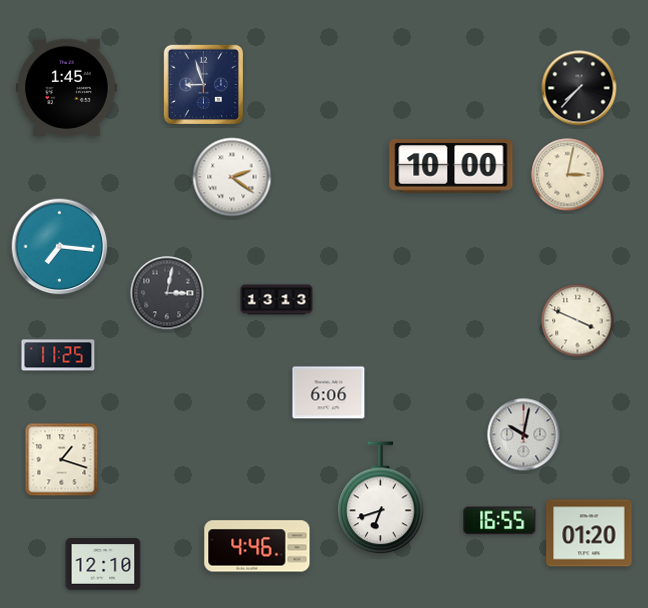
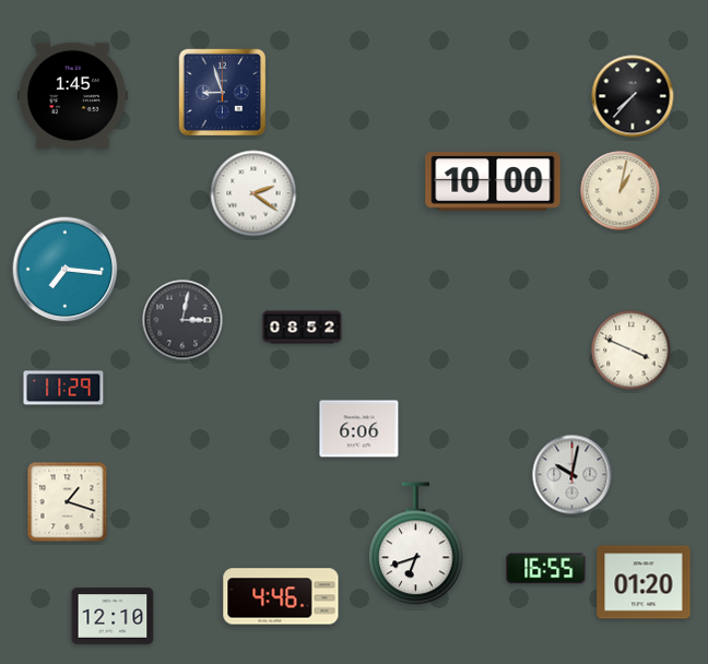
clock at (568, 175): 3:02 -> 1:02
clock at (277, 300): 13:13 -> 08:52
clock at (58, 355): 11:25 -> 11:29
